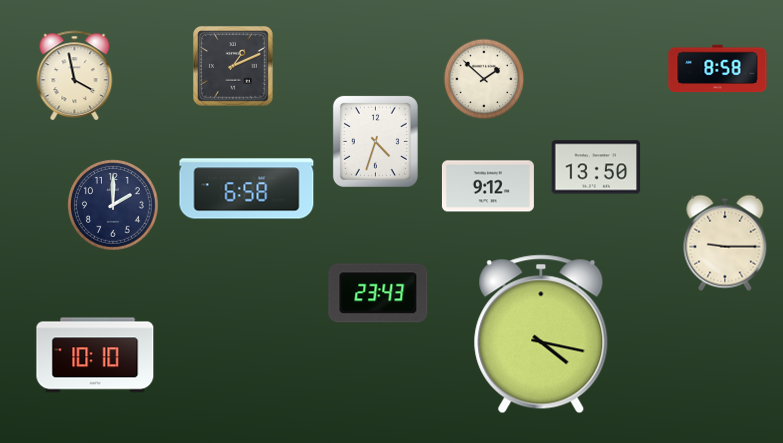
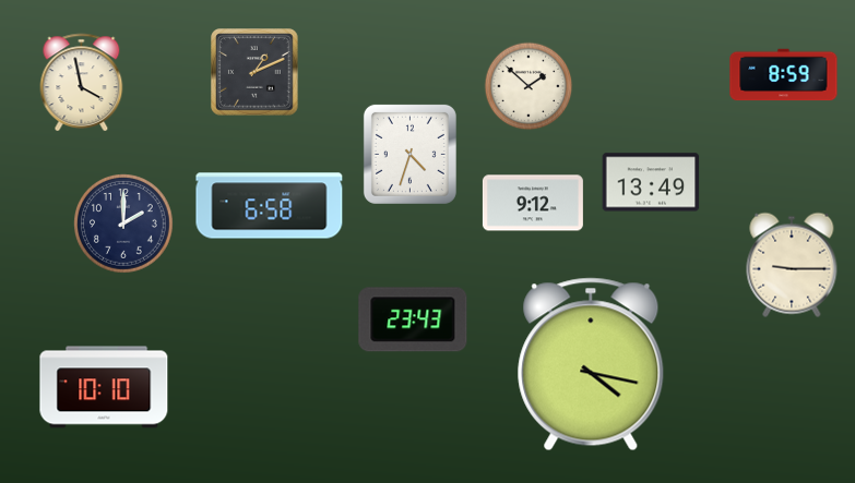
clock at (718, 69): 8:58 -> 8:59
clock at (596, 167): 13:50 -> 13:49
